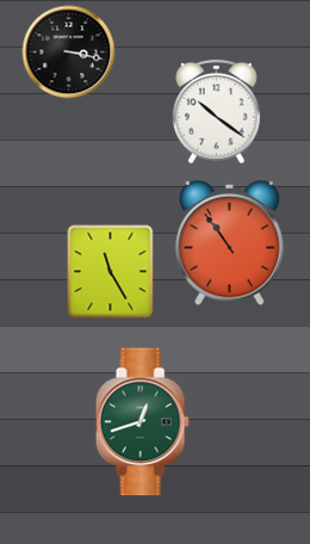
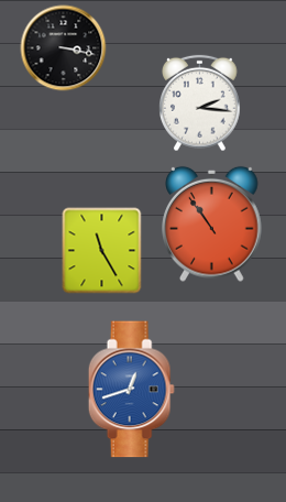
clock at (217, 111): 10:21 -> 2:16
clock at (142, 422) dial: green -> blue
